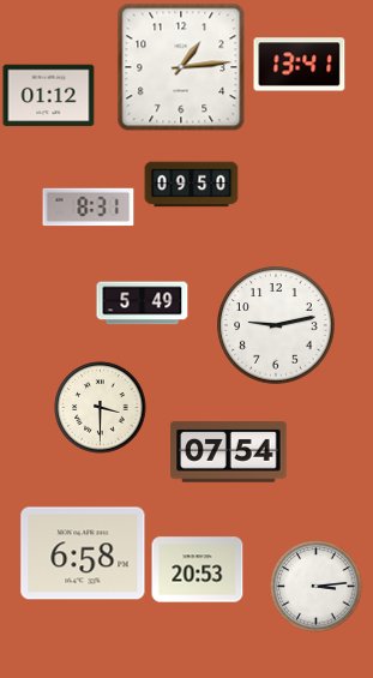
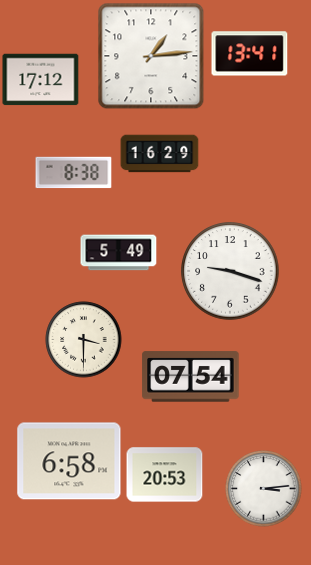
clock at (49, 96): 01:12 -> 17:12
clock at (192, 185): 09:50 -> 16:29
clock at (89, 208): 8:31 -> 8:38
clock at (276, 325): 9:13 -> 9:18
